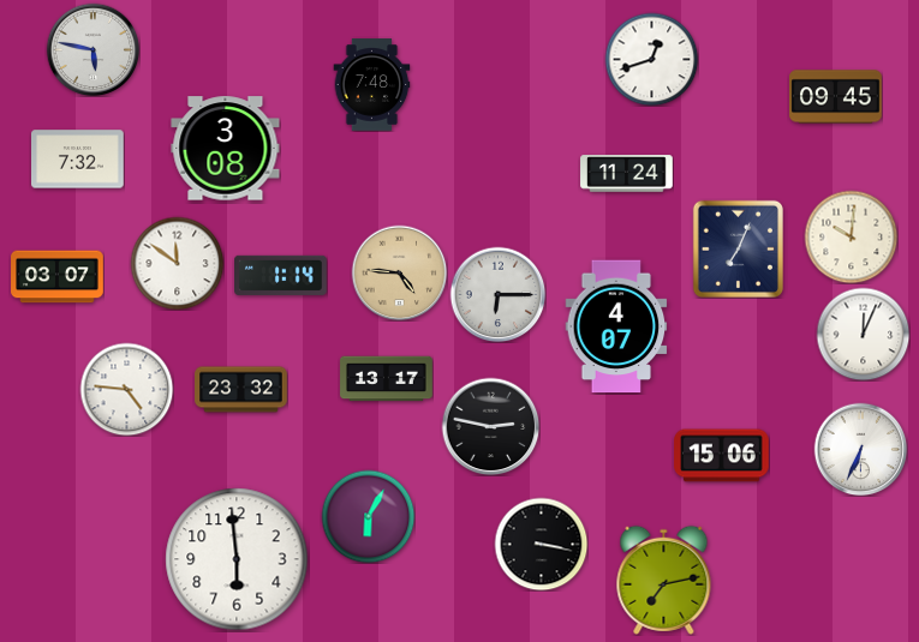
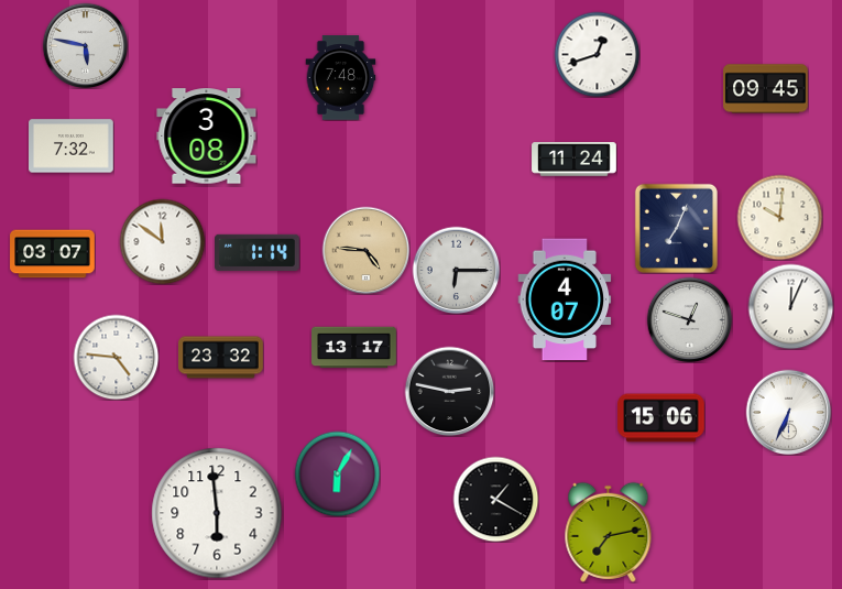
clock at (689, 319): none -> 12:48
clock at (541, 544): 3:17 -> 1:20
